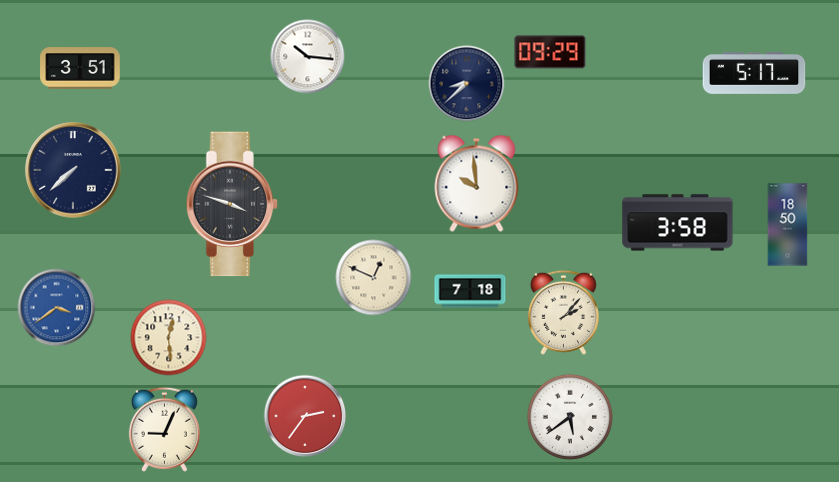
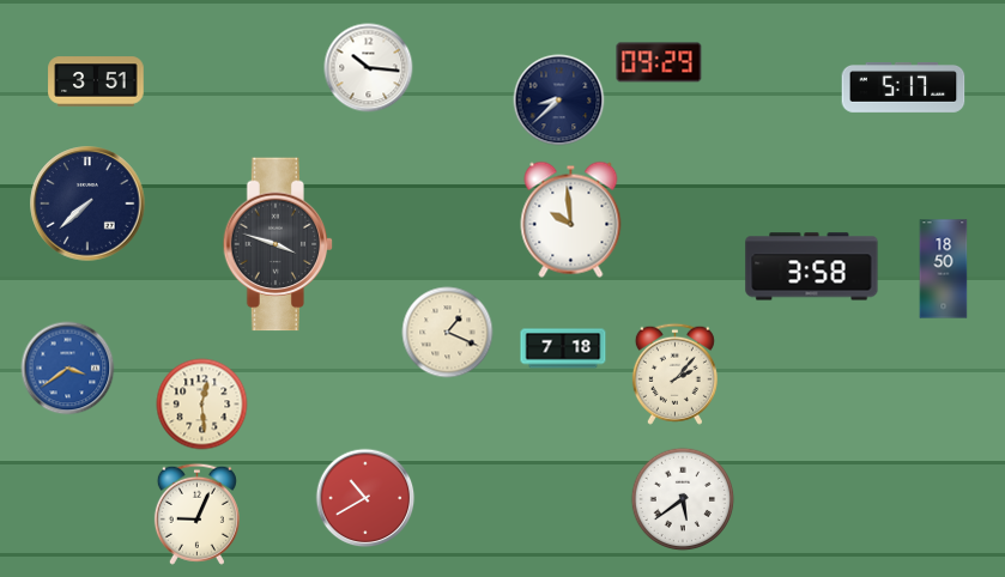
clock at (374, 278): 12:49 -> 1:19
clock at (305, 416): 2:36 -> 10:40
